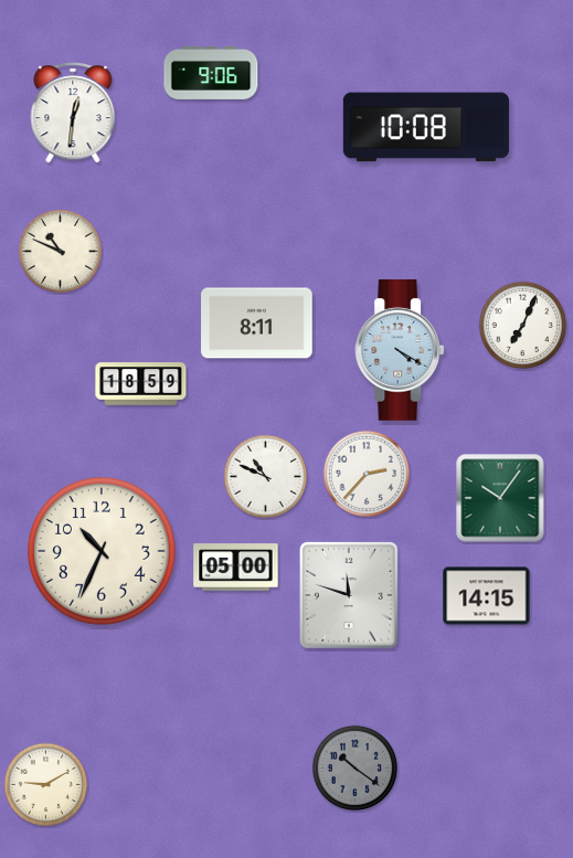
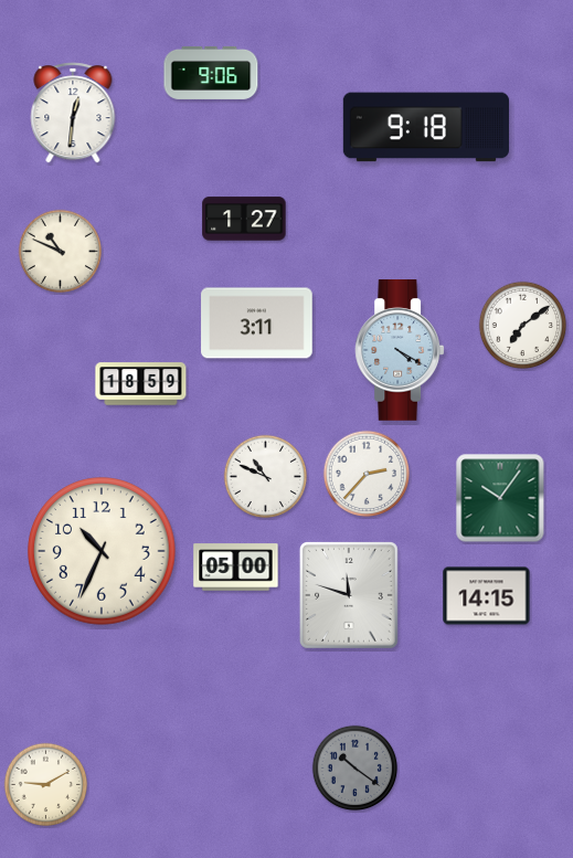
clock at (426, 127): 10:08 -> 9:18
clock at (244, 219): none -> 1:27
clock at (257, 324): 8:11 -> 3:11
clock at (523, 326): 7:04 -> 7:09
